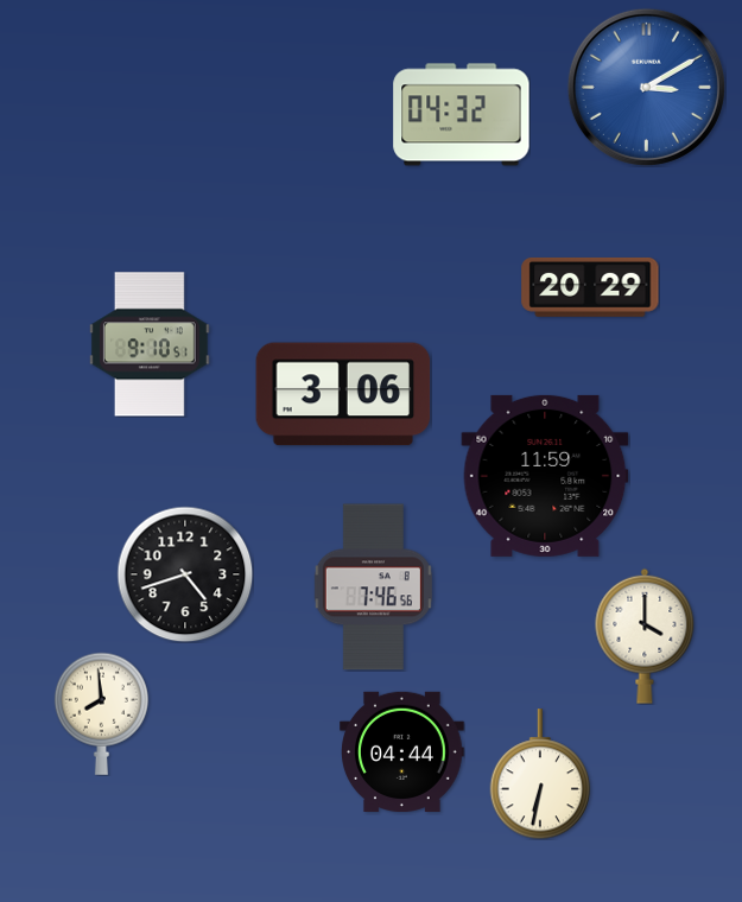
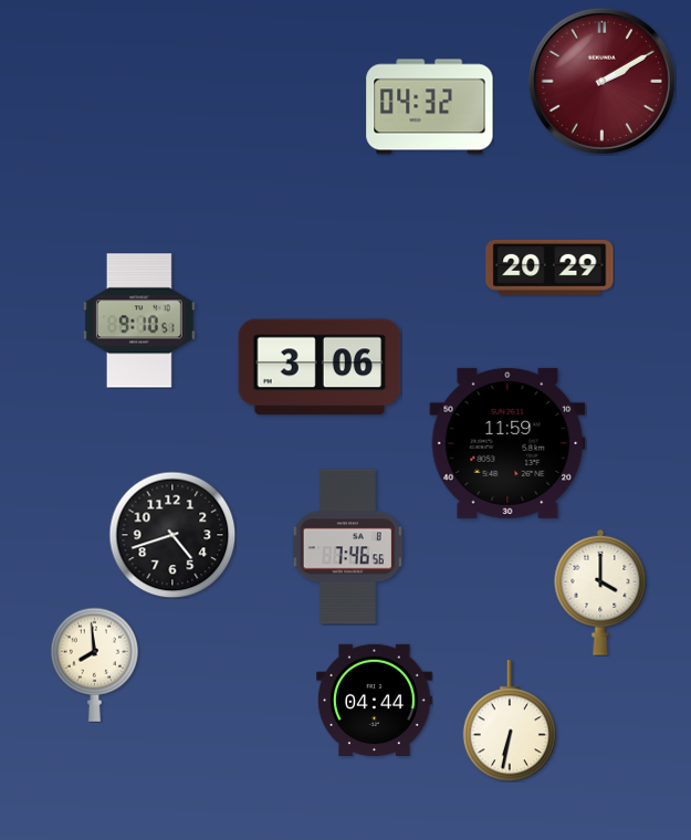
clock at (646, 87): 3:10 -> 2:10
clock at (646, 87) dial: blue -> burgundy
clock at (540, 774) position: (540, 774) -> (510, 721)
